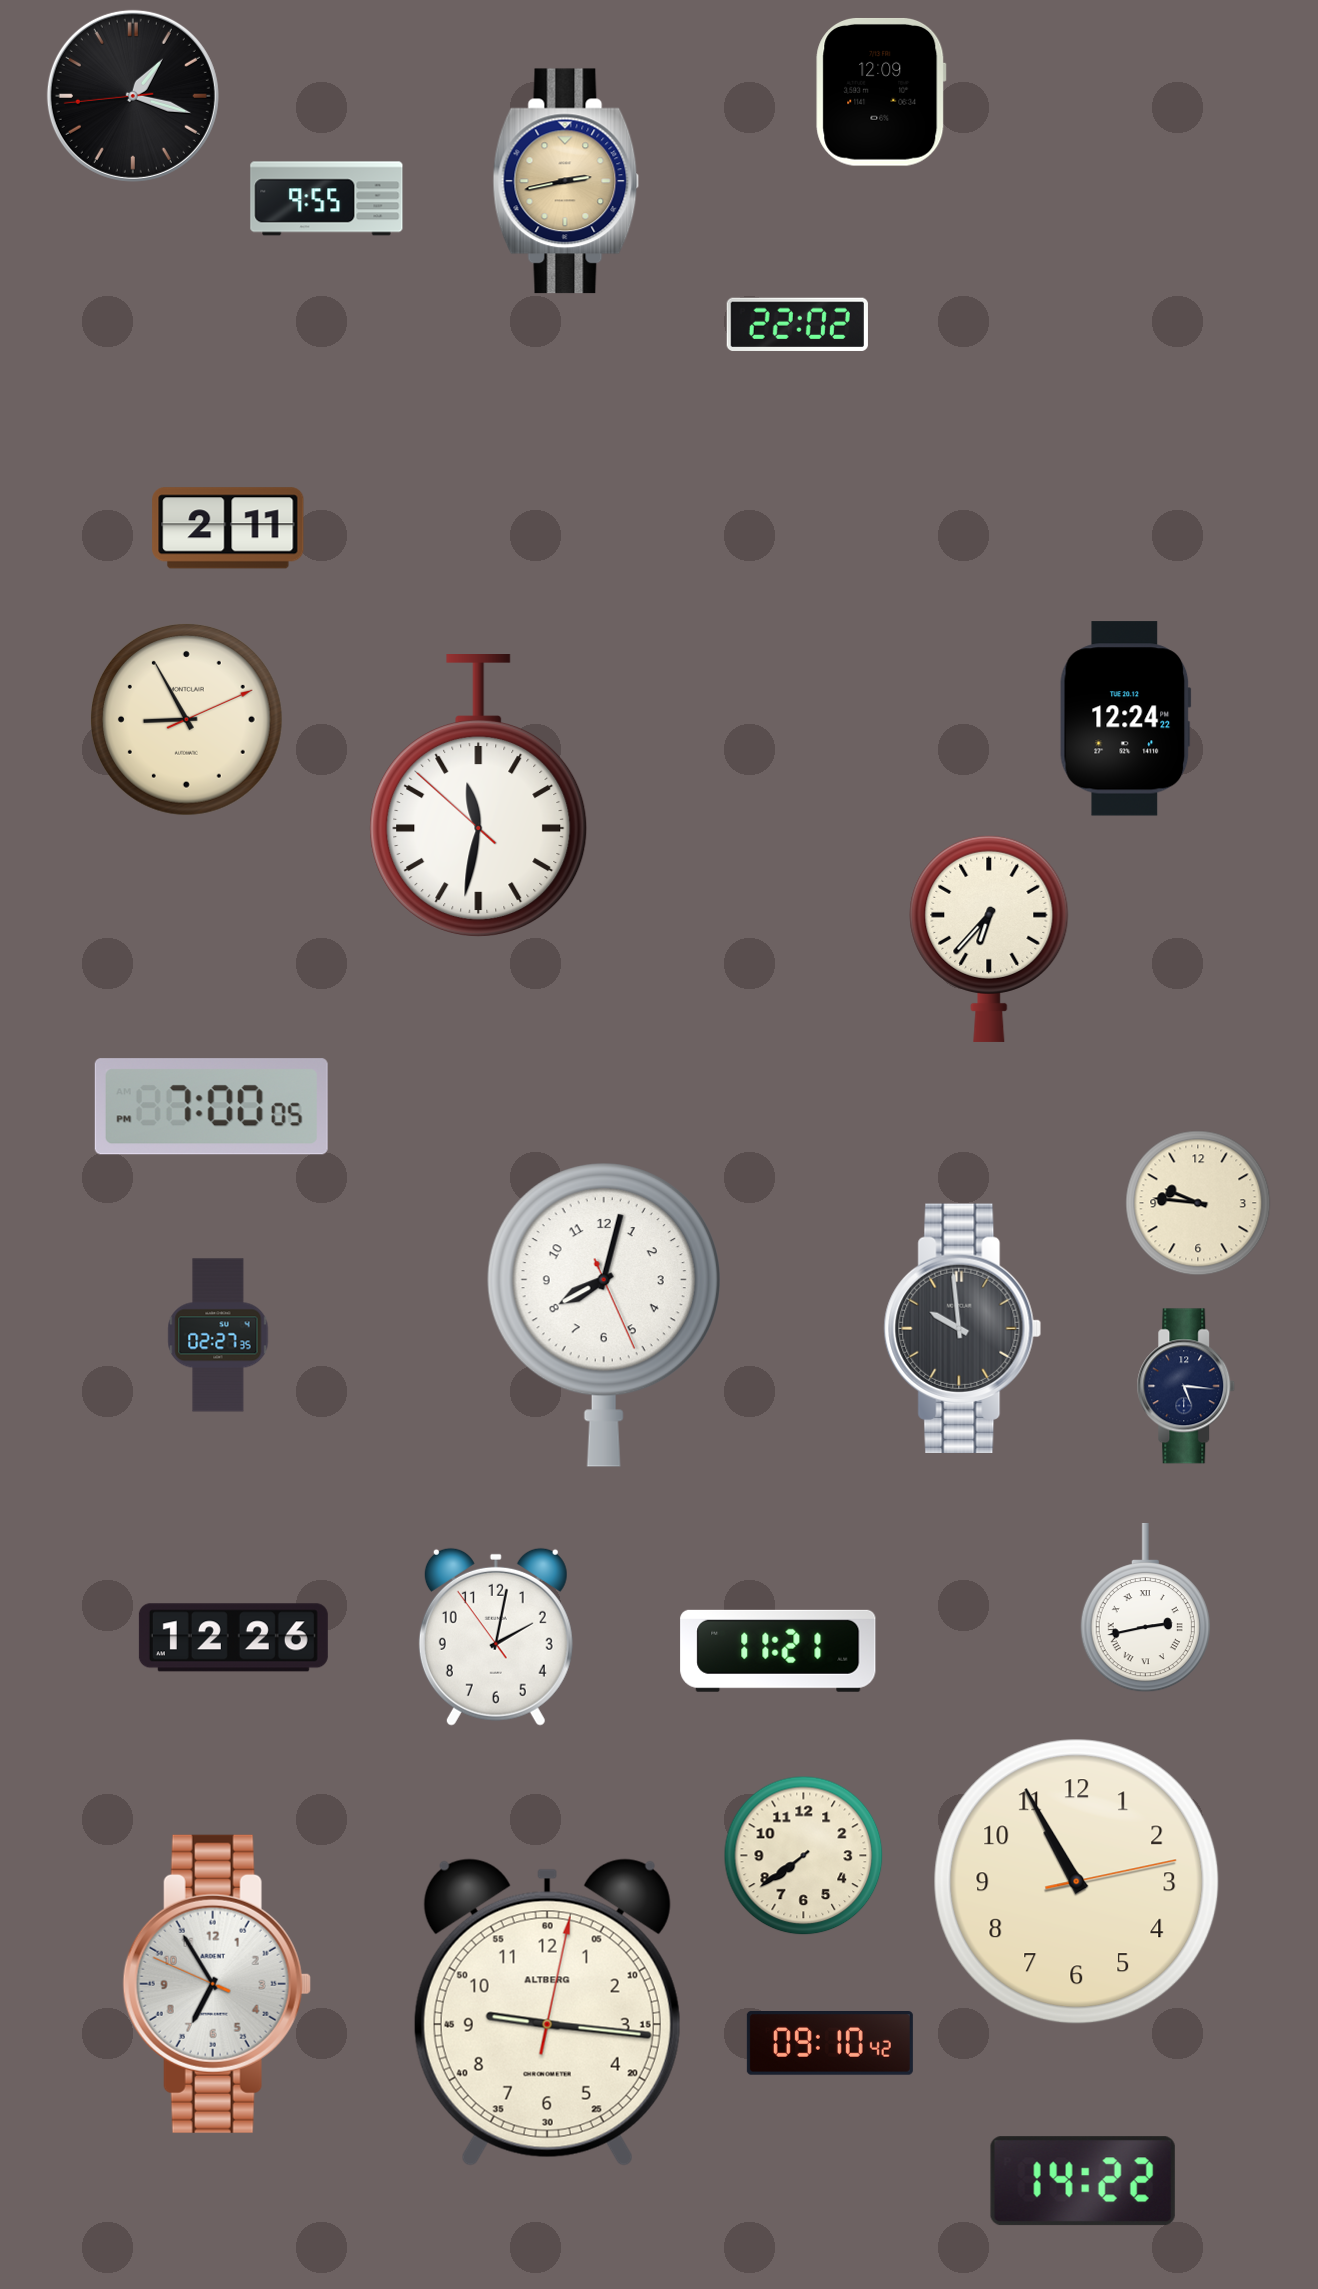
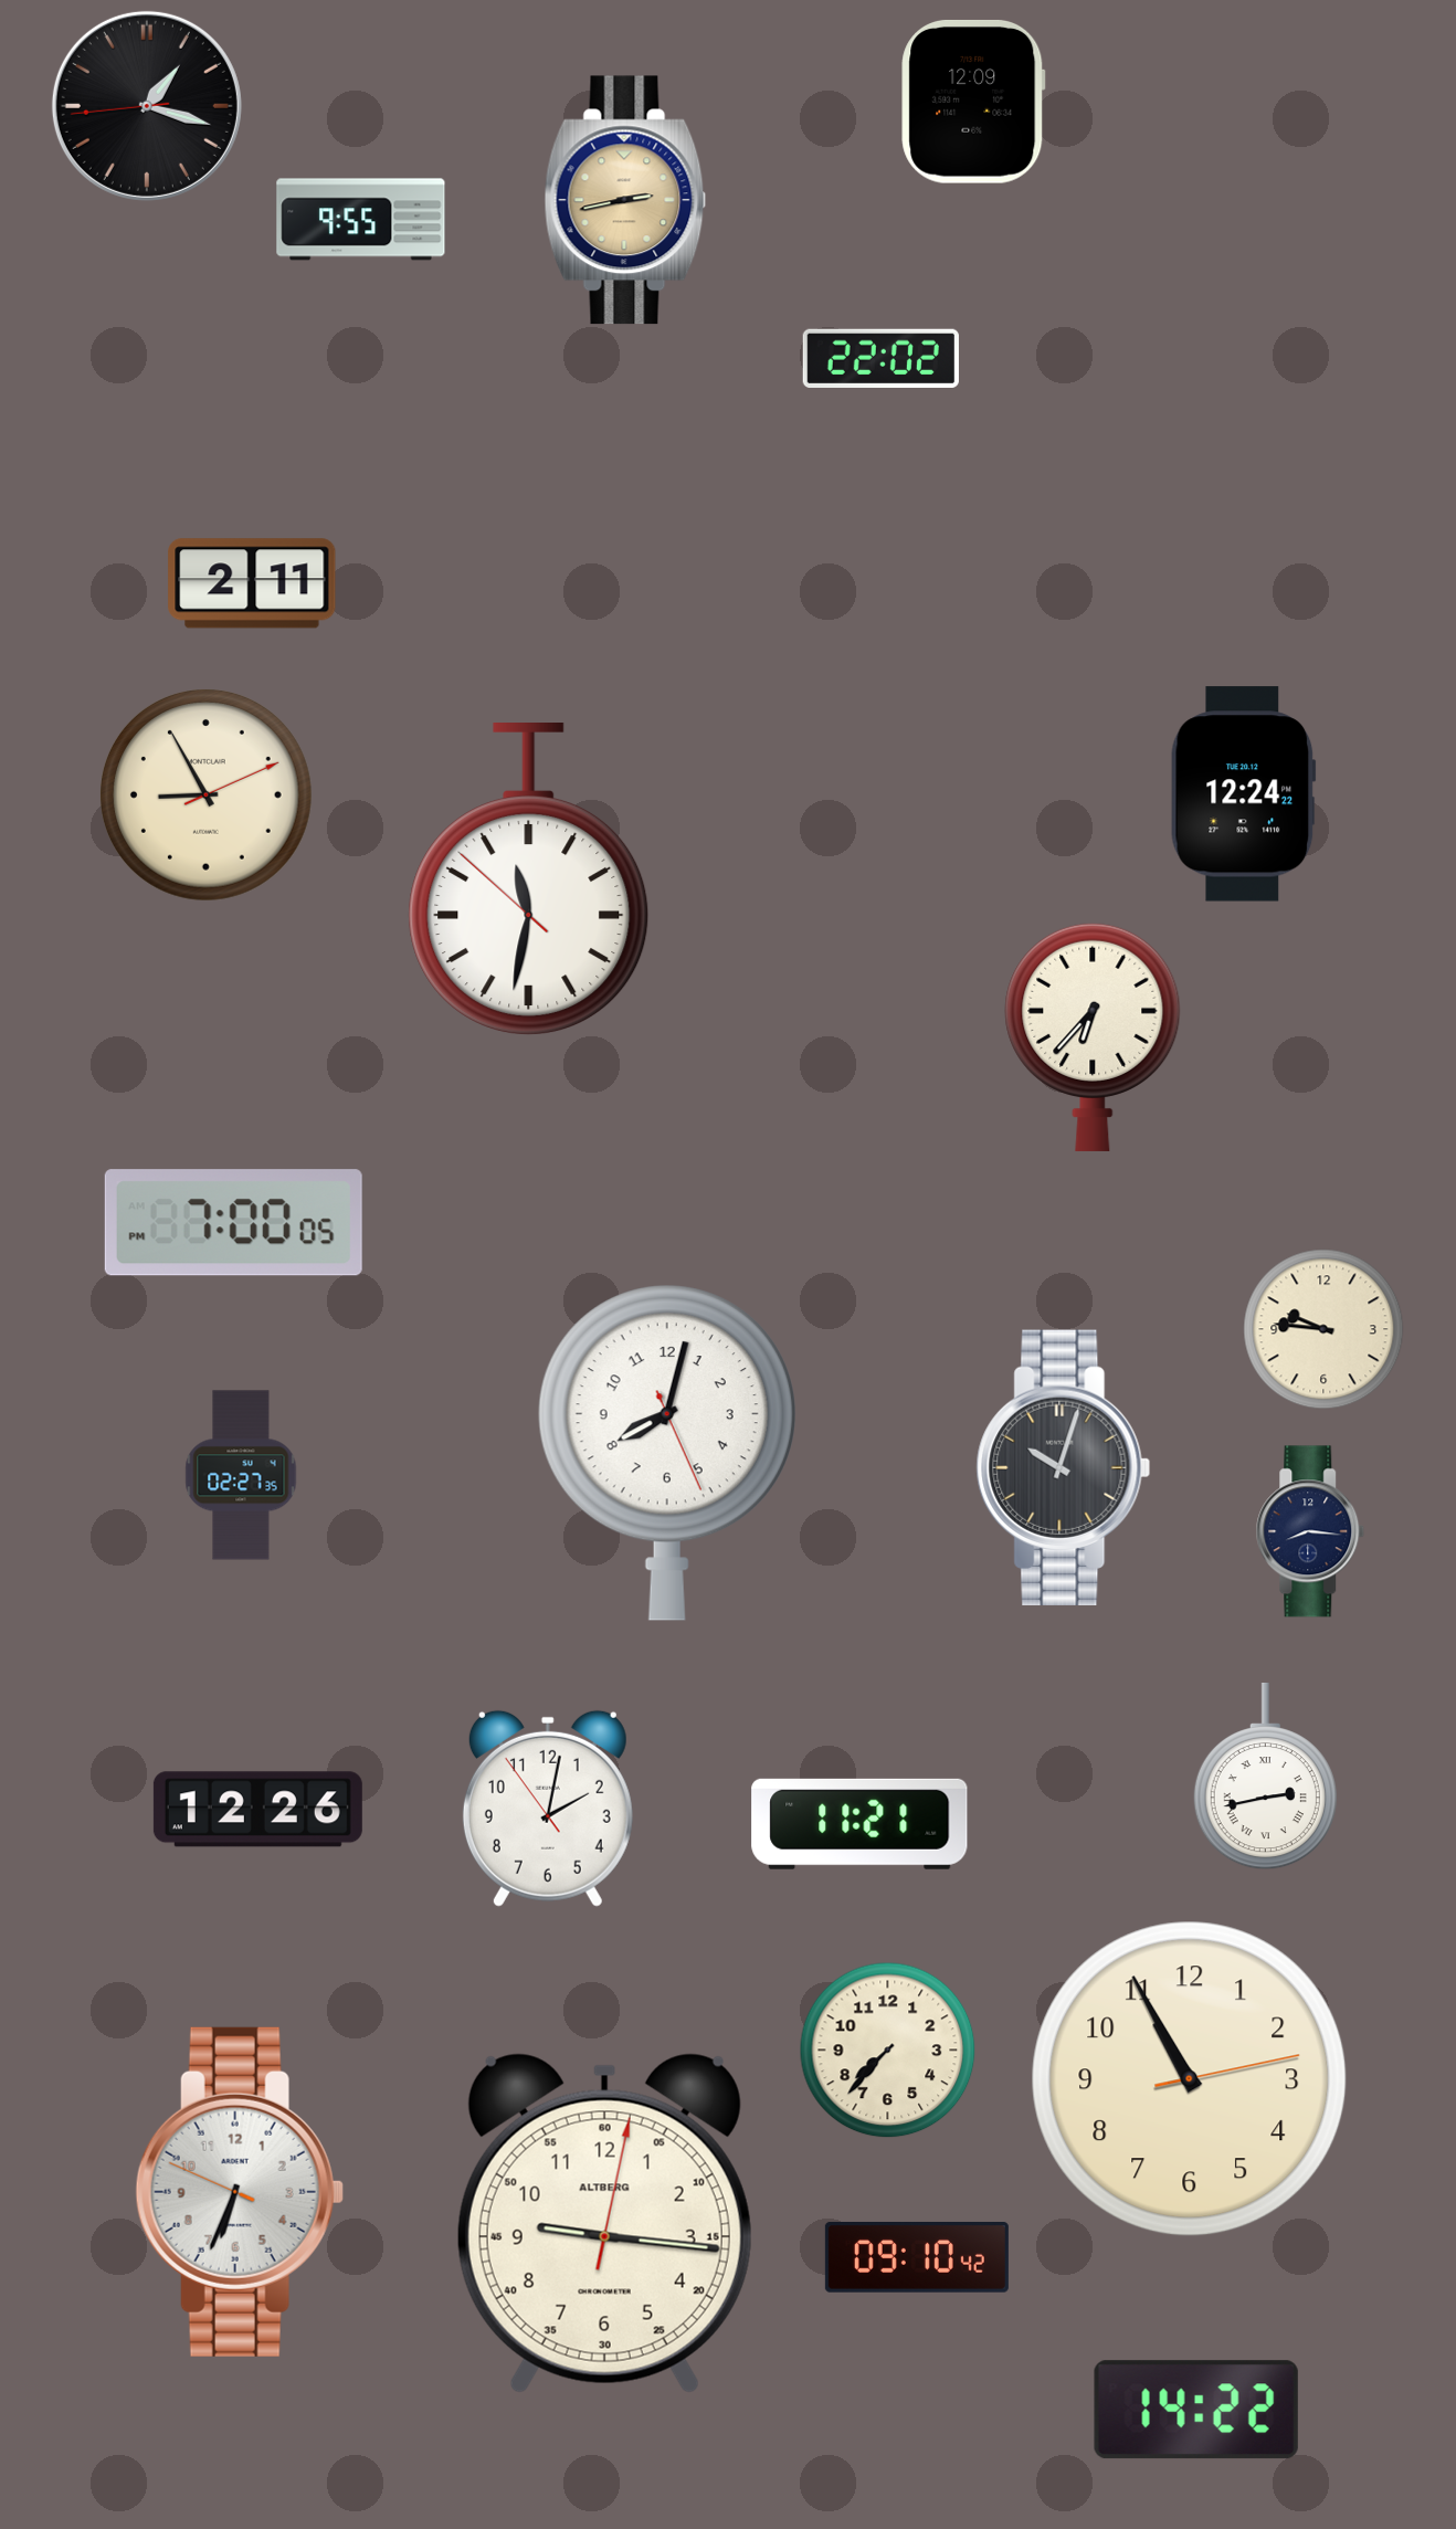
clock at (963, 1328): 9:59 -> 10:03
clock at (1186, 1386): 5:16 -> 8:16
clock at (804, 1856): 7:39 -> 7:37
clock at (217, 1984): 6:54 -> 6:33
